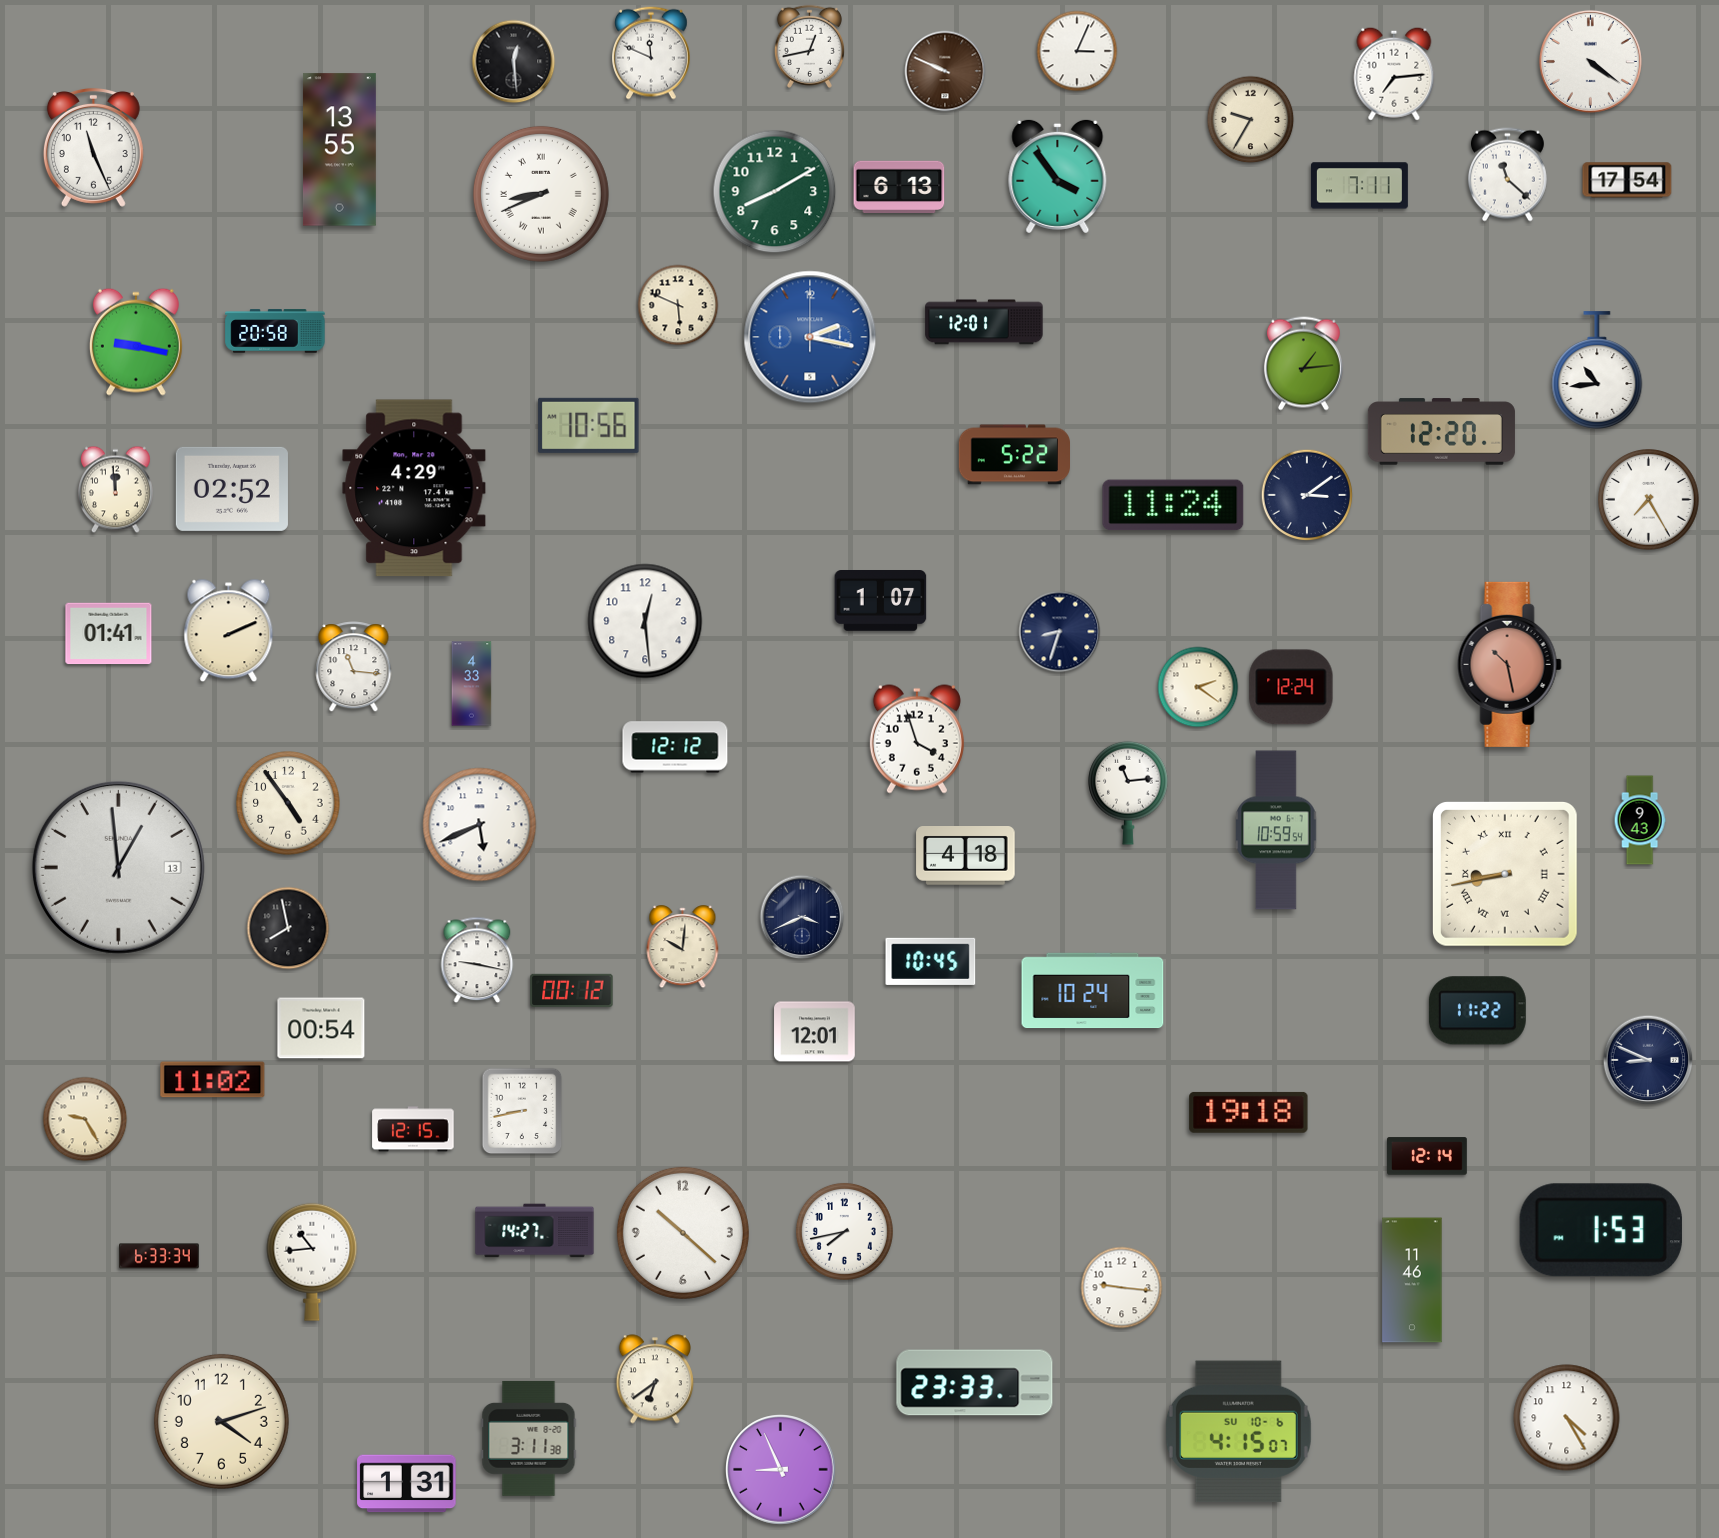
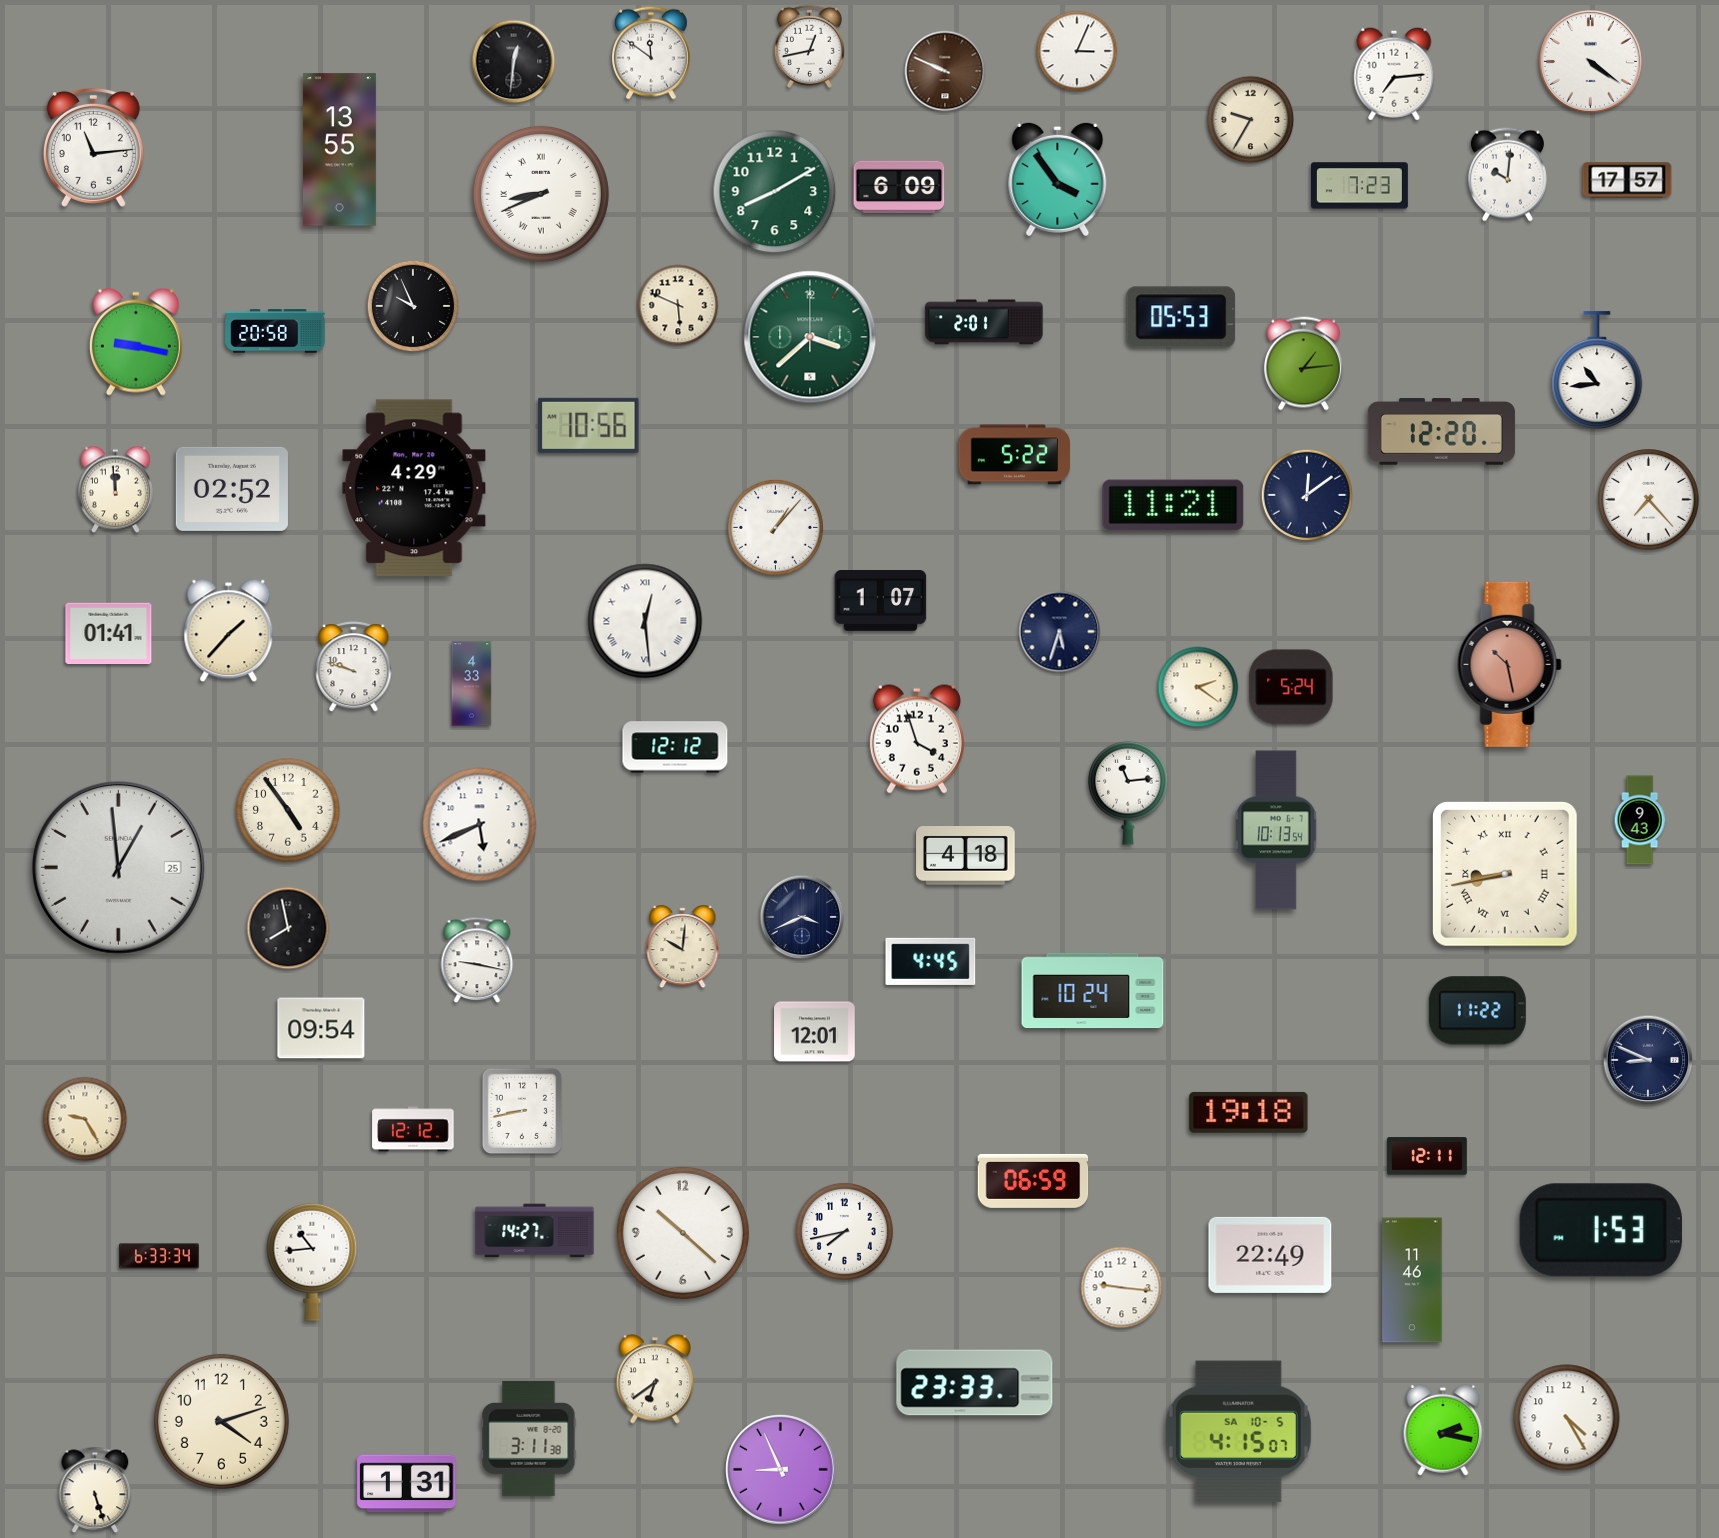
clock at (652, 53): 11:49 -> 11:51
clock at (514, 62): 12:29 -> 12:31
clock at (93, 147): 11:26 -> 11:14
clock at (1507, 175): 11:22 -> 10:01
clock at (1058, 176) position: (1058, 176) -> (1058, 179)
clock at (1627, 180): 17:54 -> 17:57
clock at (899, 186): 6:13 -> 6:09
clock at (1359, 186): 7:11 -> 7:23
clock at (413, 306): none -> 9:56
clock at (1181, 317): none -> 05:53
clock at (984, 322): 12:01 -> 2:01
clock at (810, 337): 2:17 -> 3:38
clock at (810, 337) dial: blue -> green
clock at (1307, 495): 3:09 -> 12:09
clock at (1649, 500): 7:25 -> 7:23
clock at (1173, 505): 11:24 -> 11:21
clock at (775, 527): none -> 1:07
clock at (645, 621) numerals: Arabic -> Roman
clock at (229, 631): 2:11 -> 1:37
clock at (1060, 632): 8:33 -> 5:33
clock at (354, 667): 11:16 -> 9:48
clock at (1291, 687): 12:24 -> 5:24
clock at (288, 803) position: (288, 803) -> (288, 810)
clock at (1276, 830): 10:59 -> 10:13
clock at (118, 867) date: 13 -> 25
clock at (931, 961): 10:45 -> 4:45
clock at (572, 990): 00:12 -> none
clock at (321, 1028): 00:54 -> 09:54
clock at (213, 1080): 11:02 -> none
clock at (413, 1129): 12:15 -> 12:12
clock at (1428, 1156): 12:14 -> 12:11
clock at (1033, 1181): none -> 06:59
clock at (1270, 1255): none -> 22:49
clock at (1443, 1430): none -> 2:17
clock at (1238, 1432) date: SU 10-6 -> SA 10-5
clock at (95, 1490): none -> 5:27
